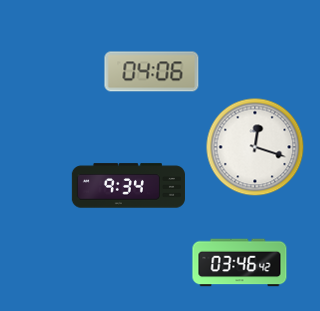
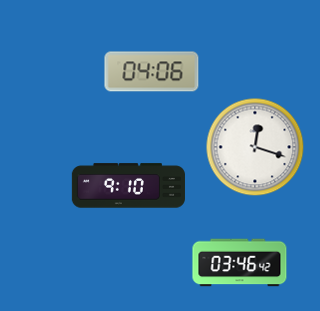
clock at (128, 186): 9:34 -> 9:10
